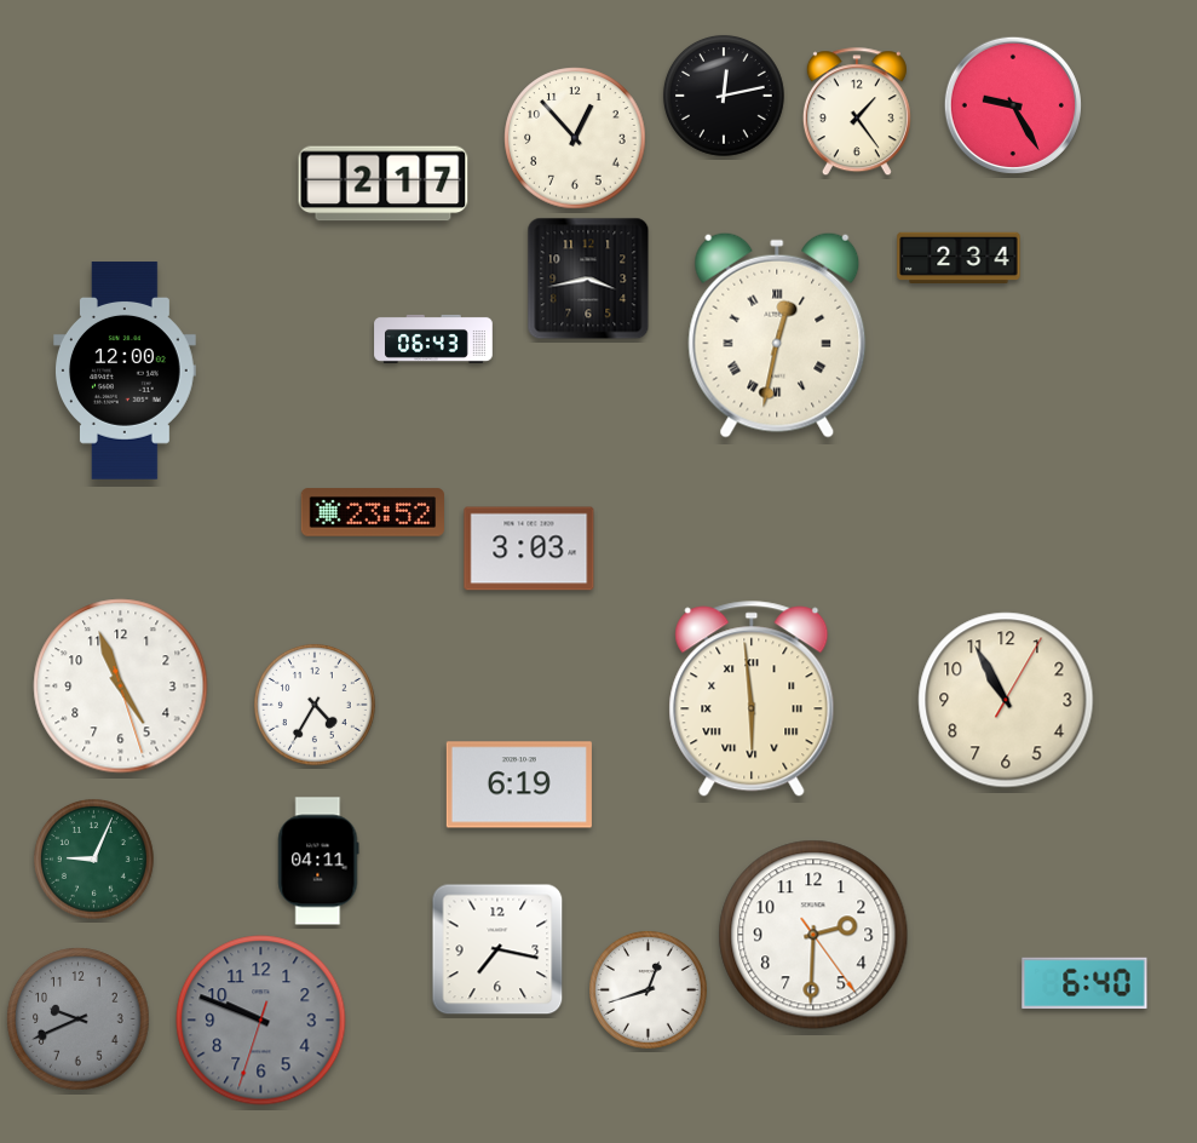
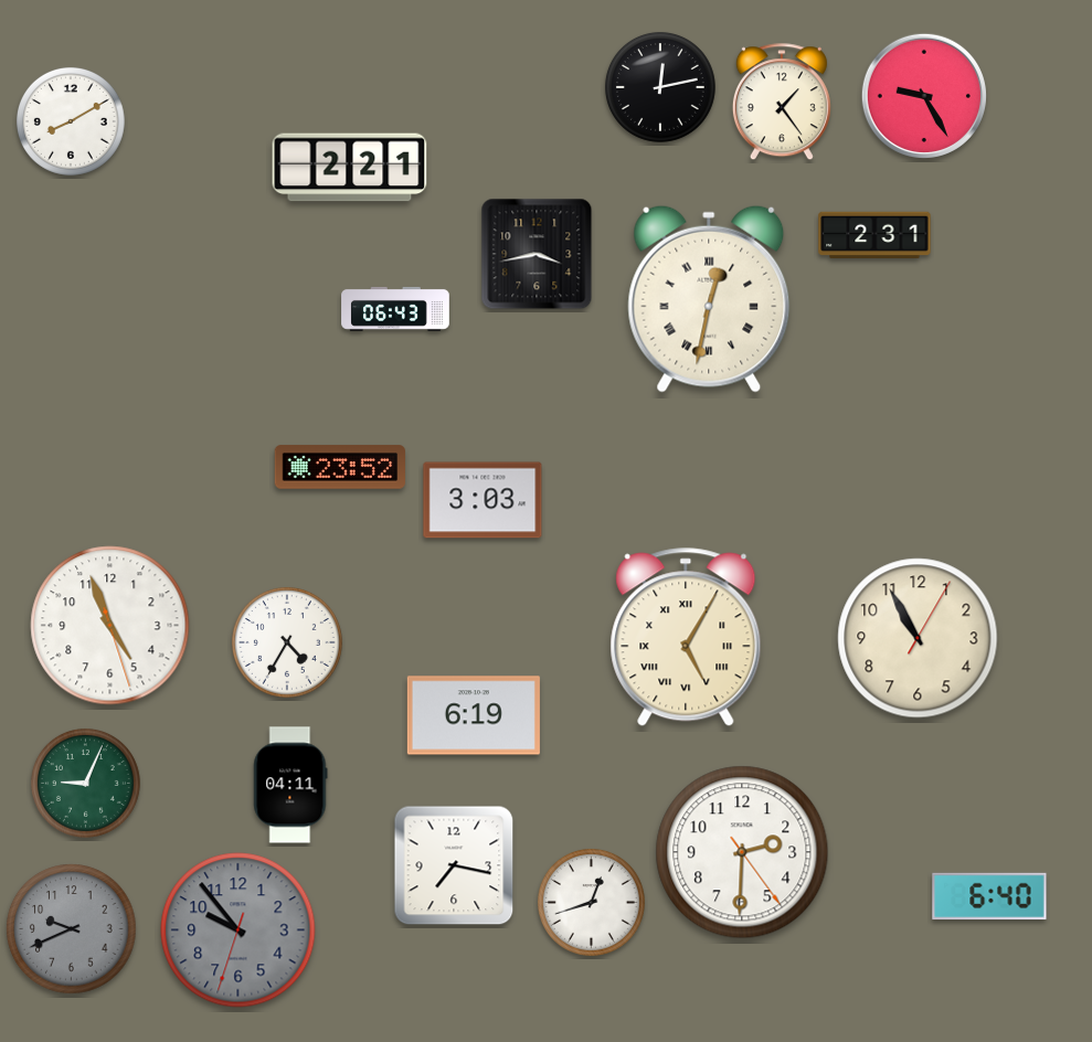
clock at (71, 121): none -> 8:10
clock at (575, 138): 12:53 -> none
clock at (384, 184): 2:17 -> 2:21
clock at (959, 257): 2:34 -> 2:31
clock at (777, 335) position: (777, 335) -> (709, 299)
clock at (126, 371): 12:00 -> none
clock at (752, 699): 5:59 -> 5:05
clock at (261, 1021): 9:48 -> 9:53
